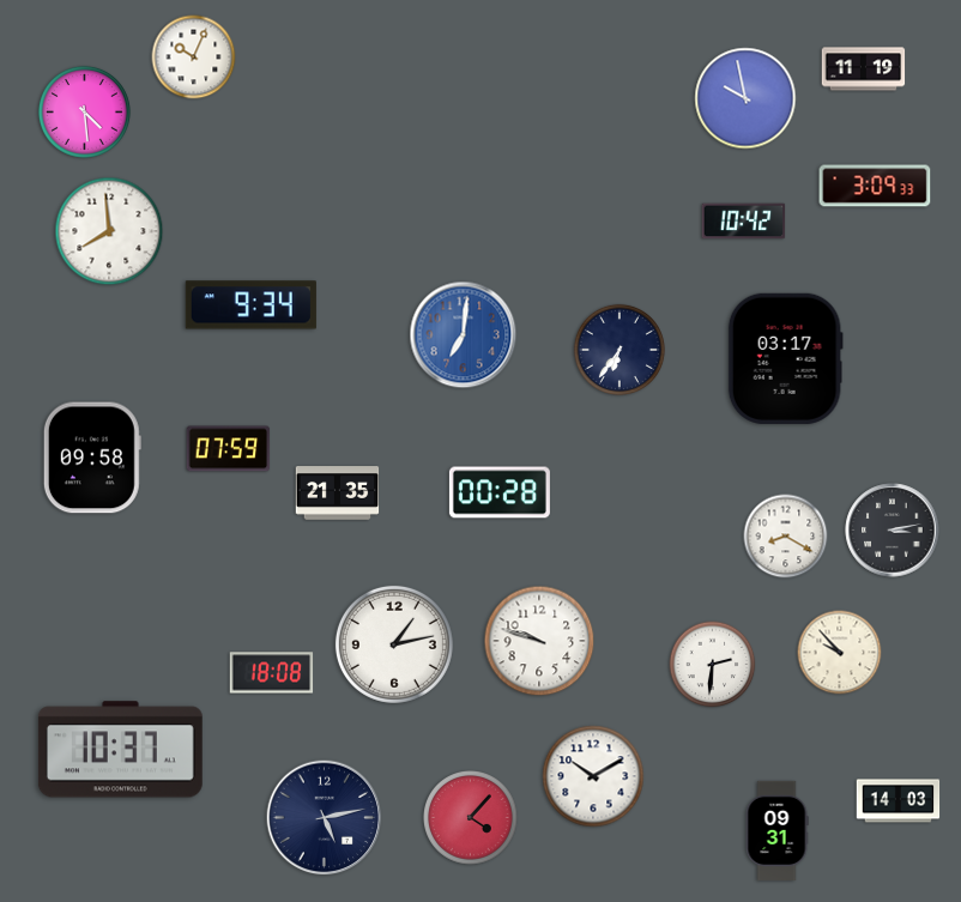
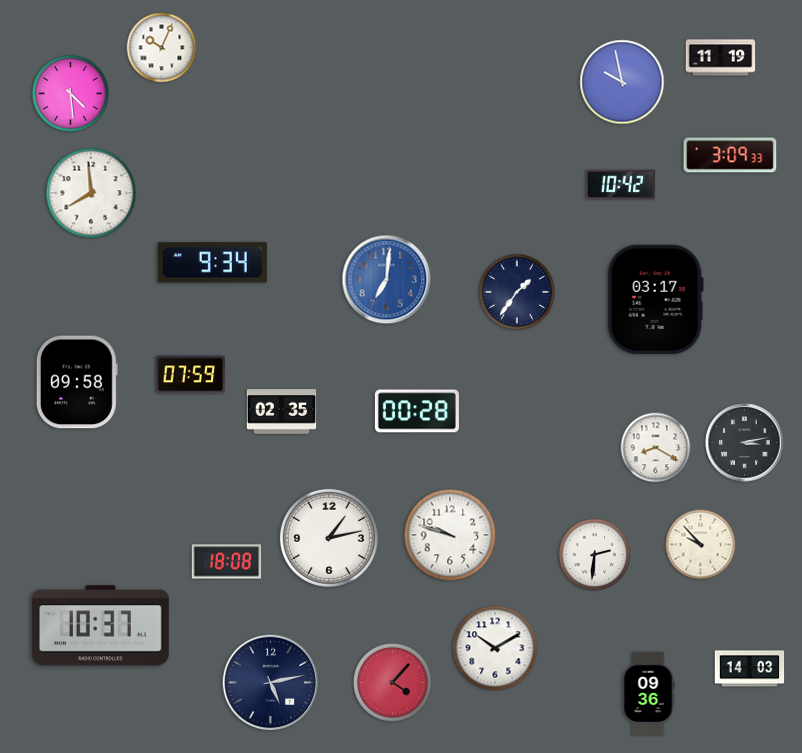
clock at (250, 305) position: (250, 305) -> (212, 263)
clock at (619, 350): 6:36 -> 1:36
clock at (338, 494): 21:35 -> 02:35
clock at (776, 830): 09:31 -> 09:36
